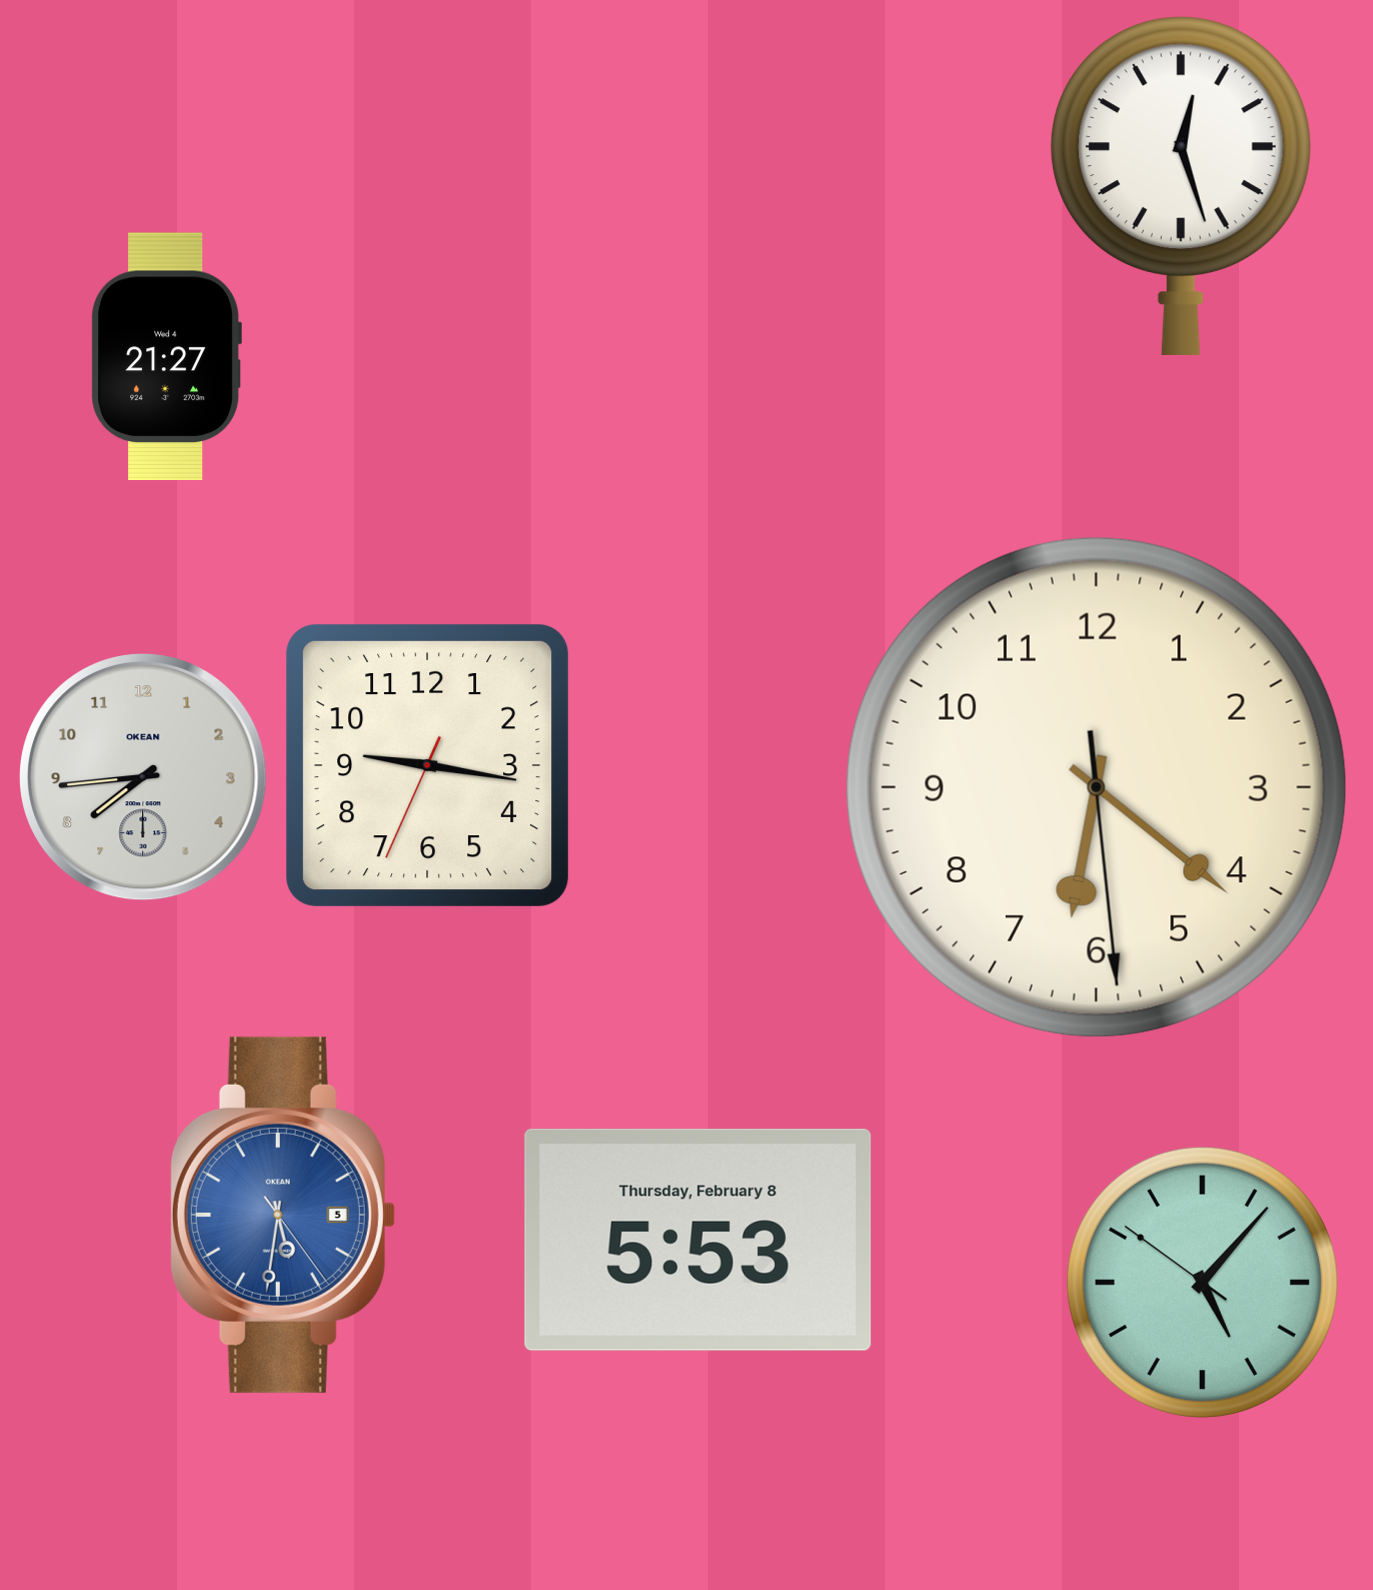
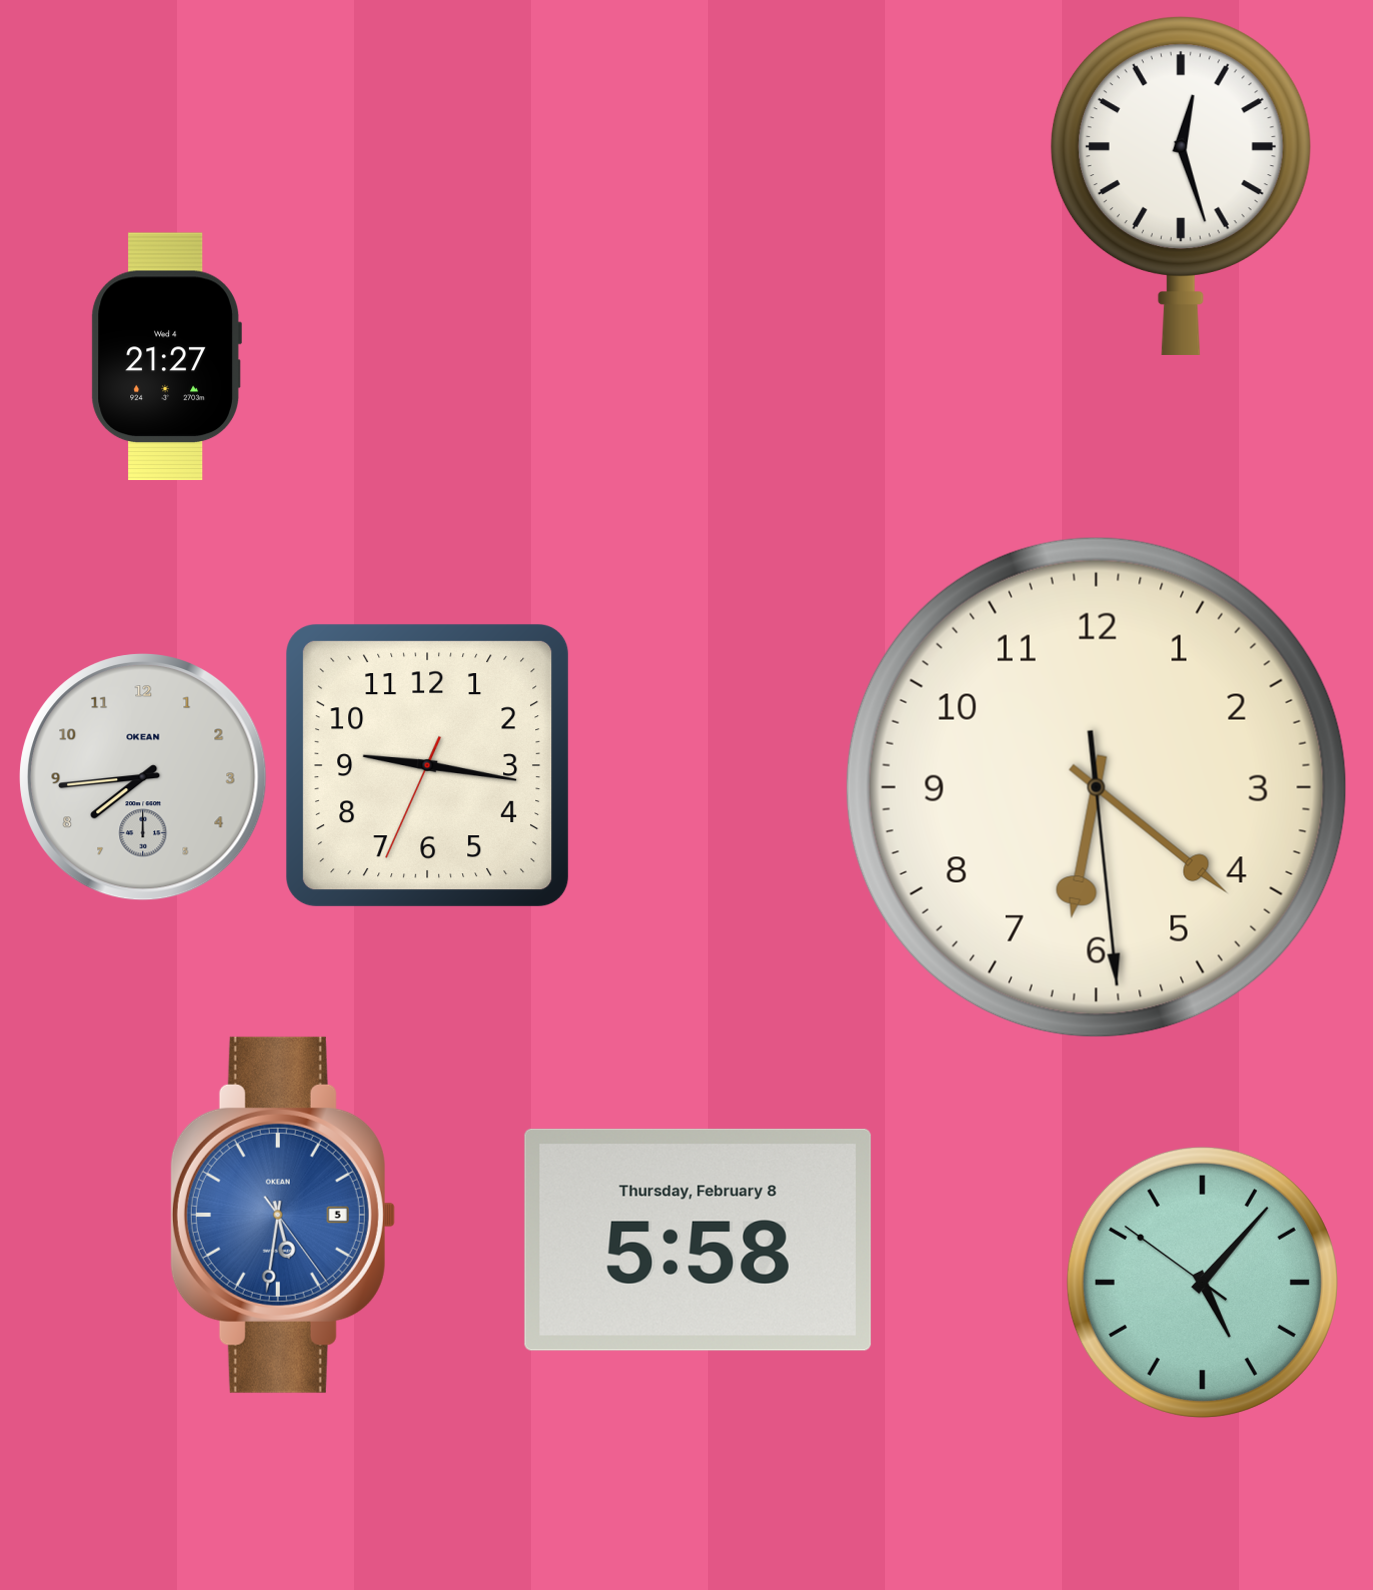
clock at (698, 1240): 5:53 -> 5:58
